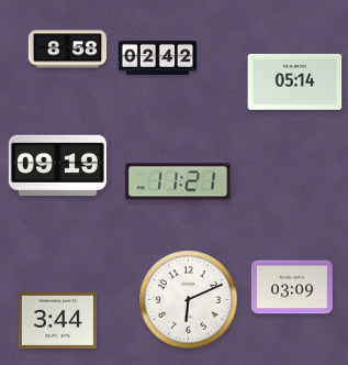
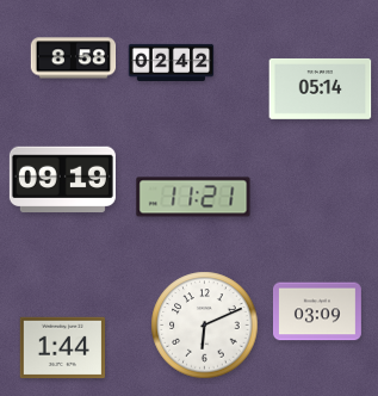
clock at (68, 49) position: (68, 49) -> (74, 58)
clock at (58, 321): 3:44 -> 1:44
